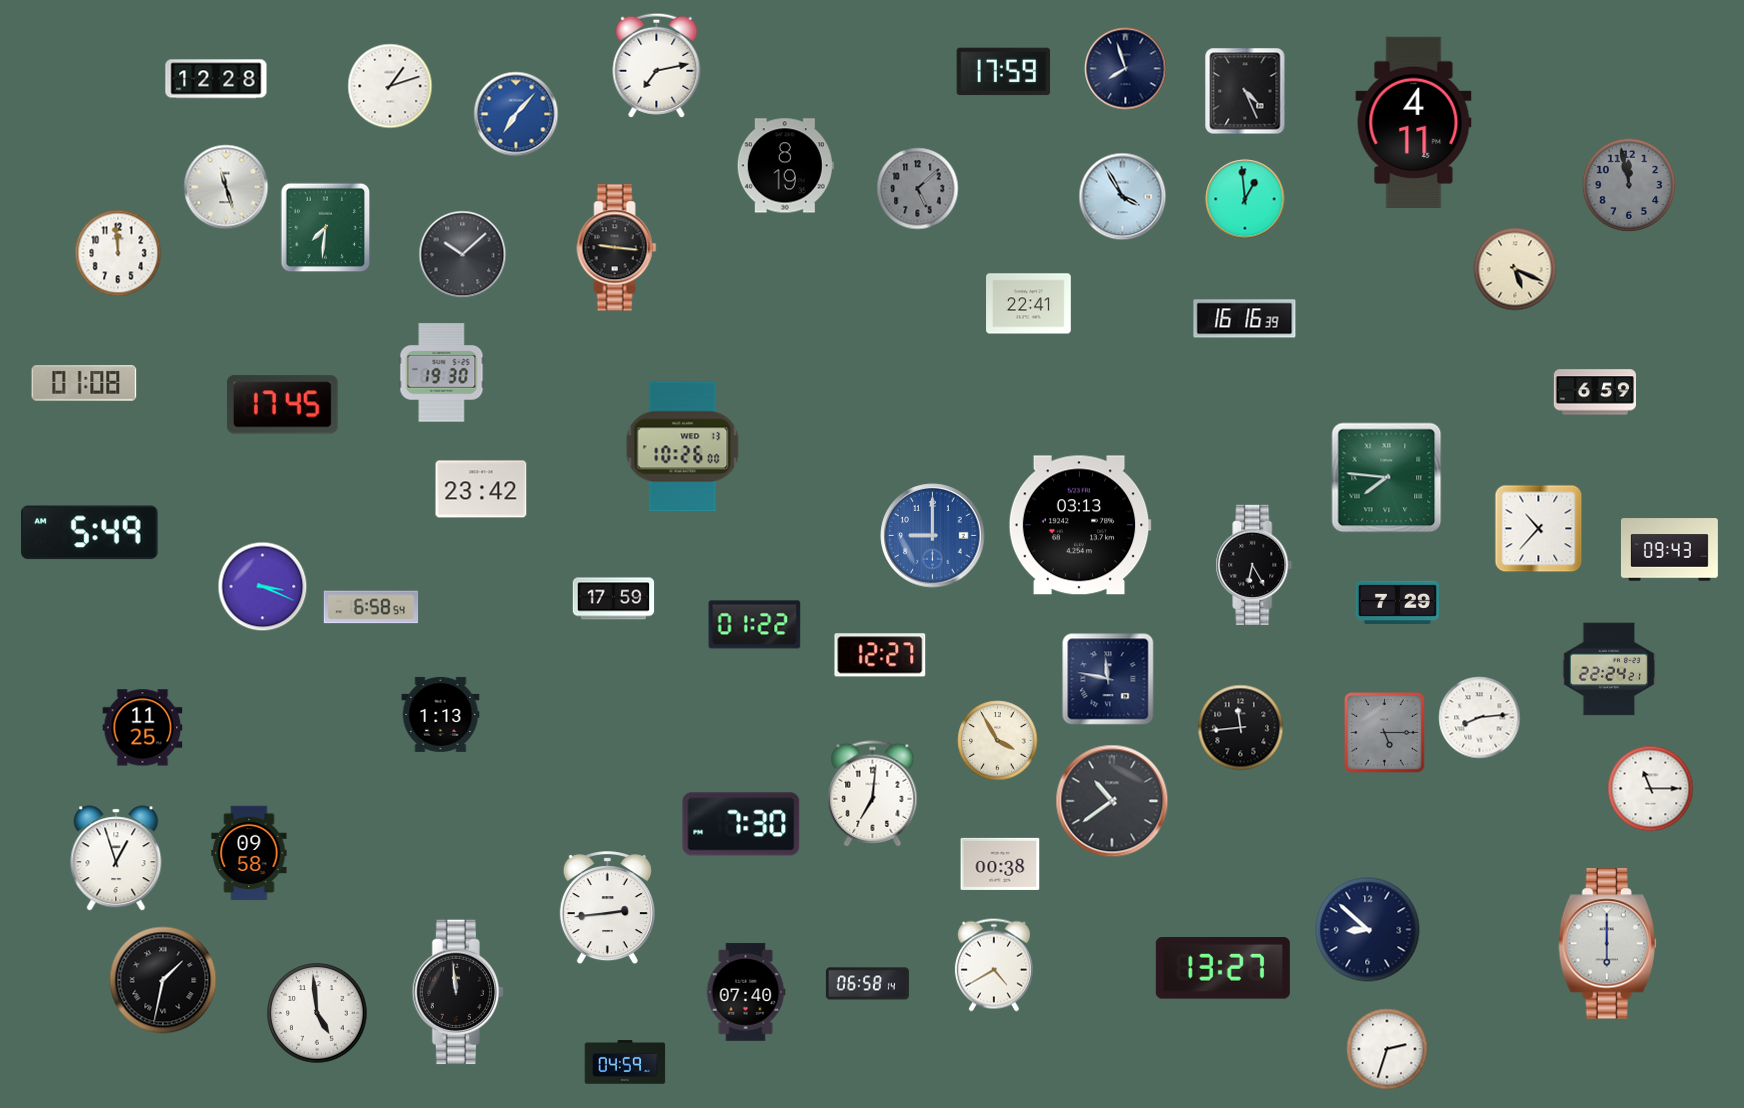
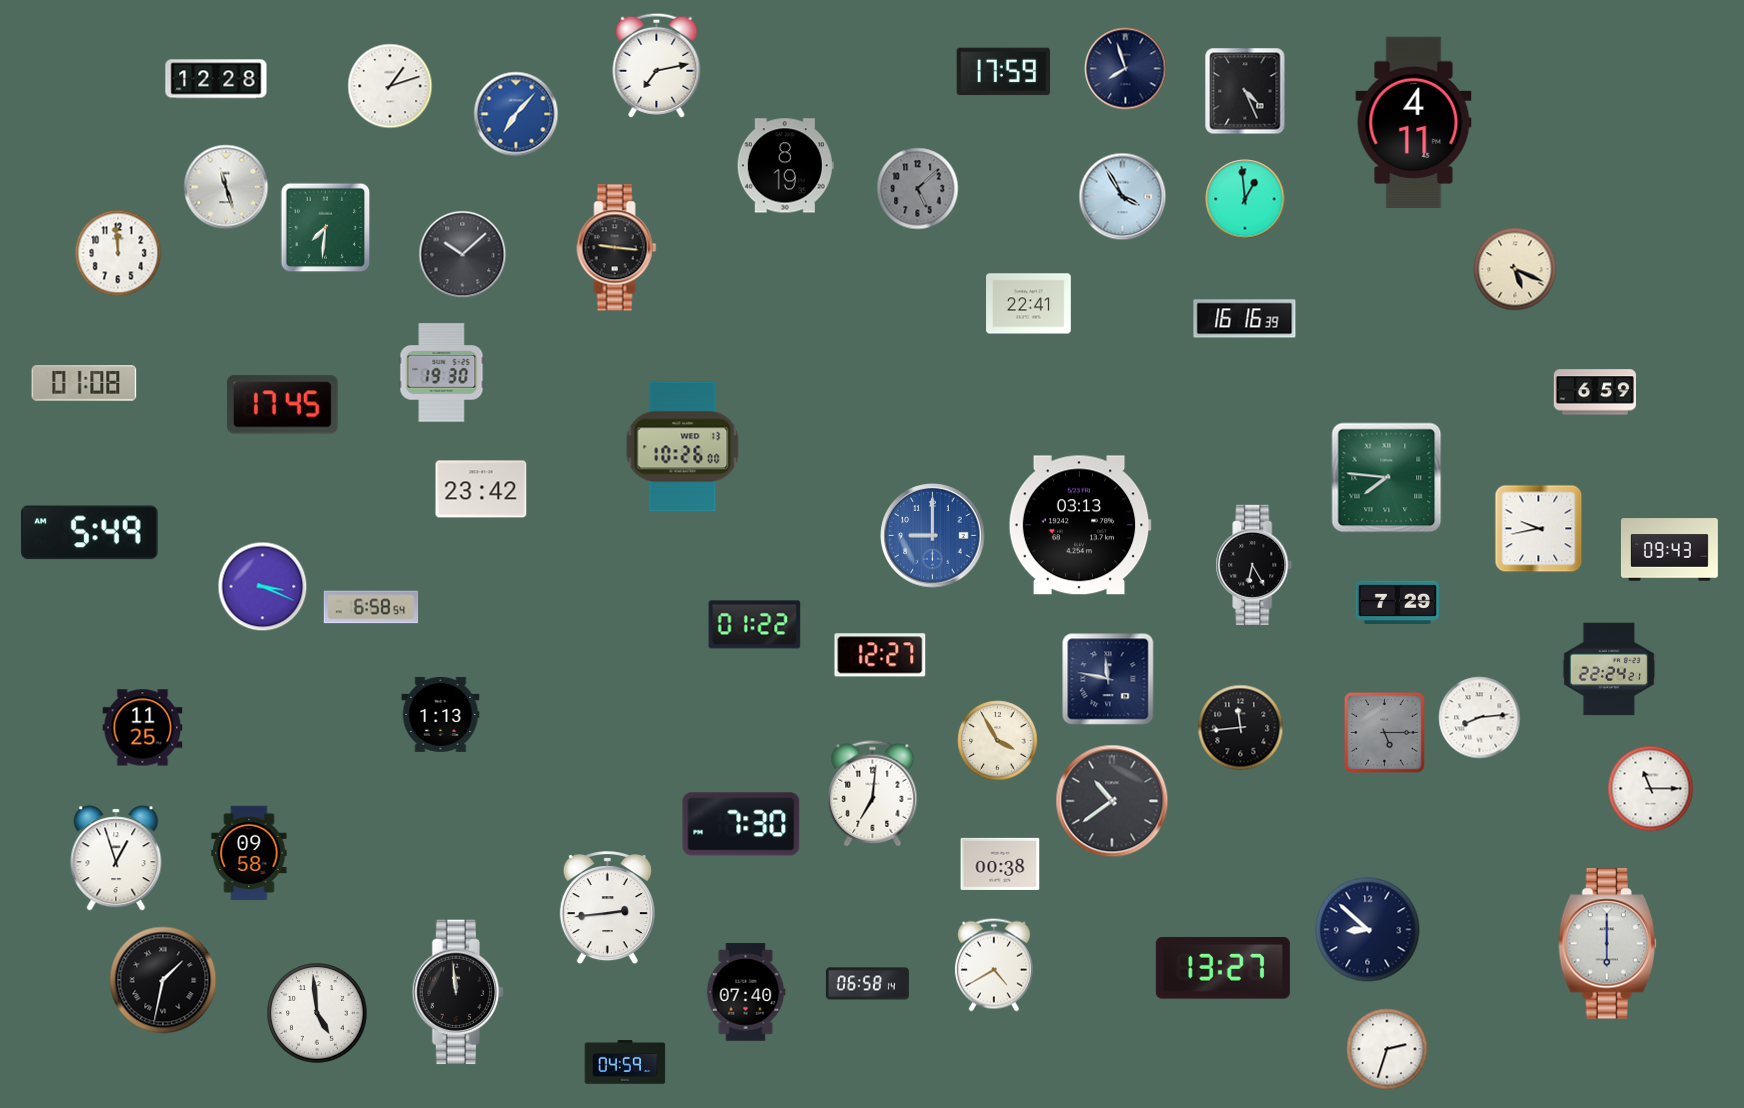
clock at (1629, 185): 11:58 -> none
clock at (1539, 529): 10:37 -> 9:43
clock at (614, 599): 17:59 -> none
